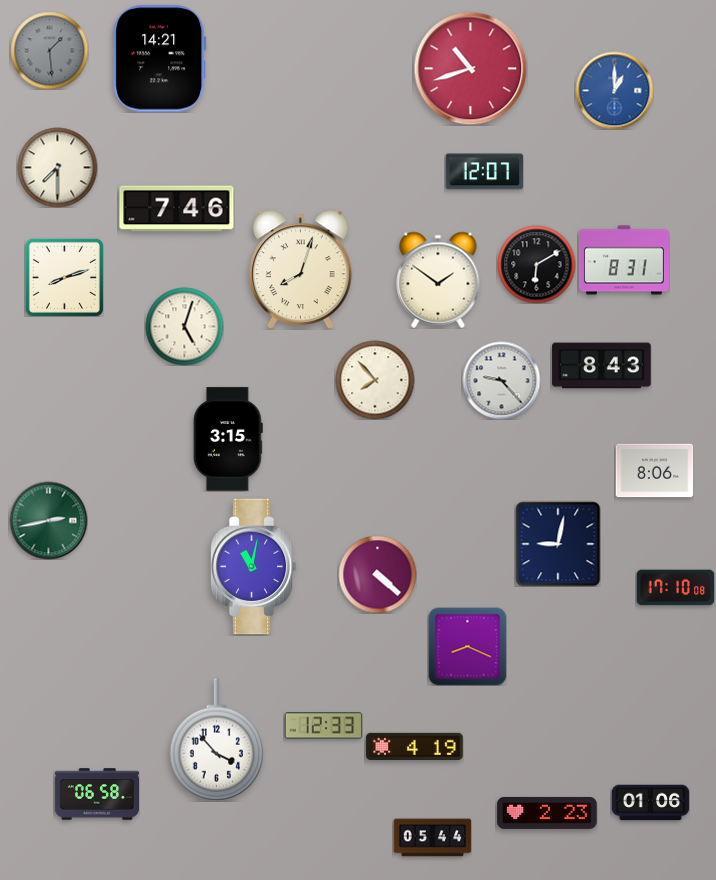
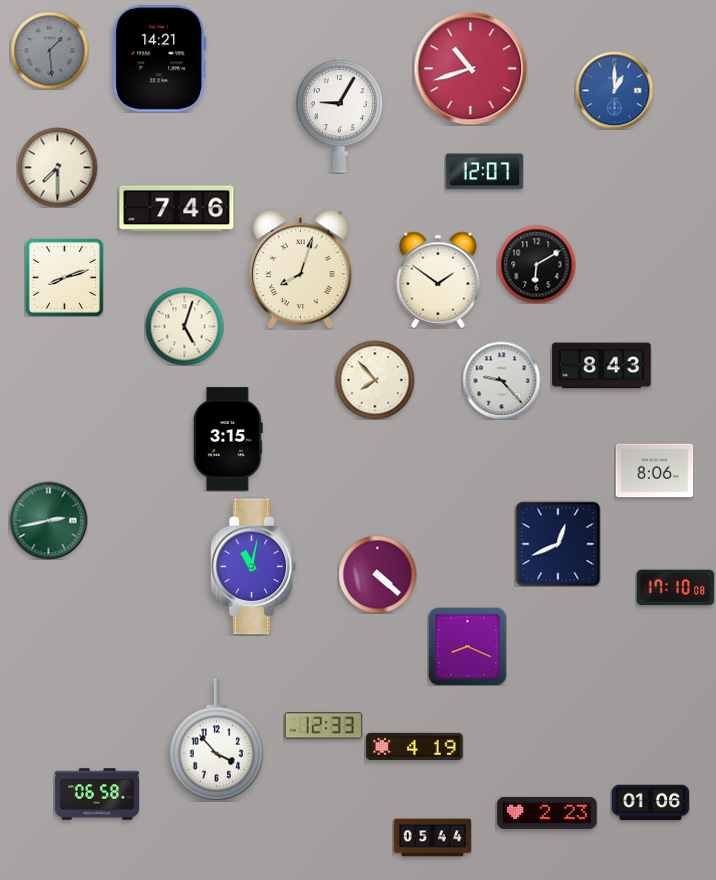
clock at (340, 113): none -> 9:05
clock at (624, 260): 8:31 -> none
clock at (558, 544): 9:02 -> 12:41
